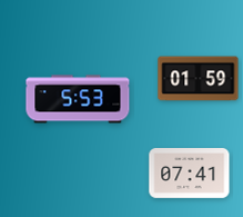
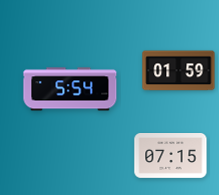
clock at (78, 99): 5:53 -> 5:54
clock at (190, 174): 07:41 -> 07:15
